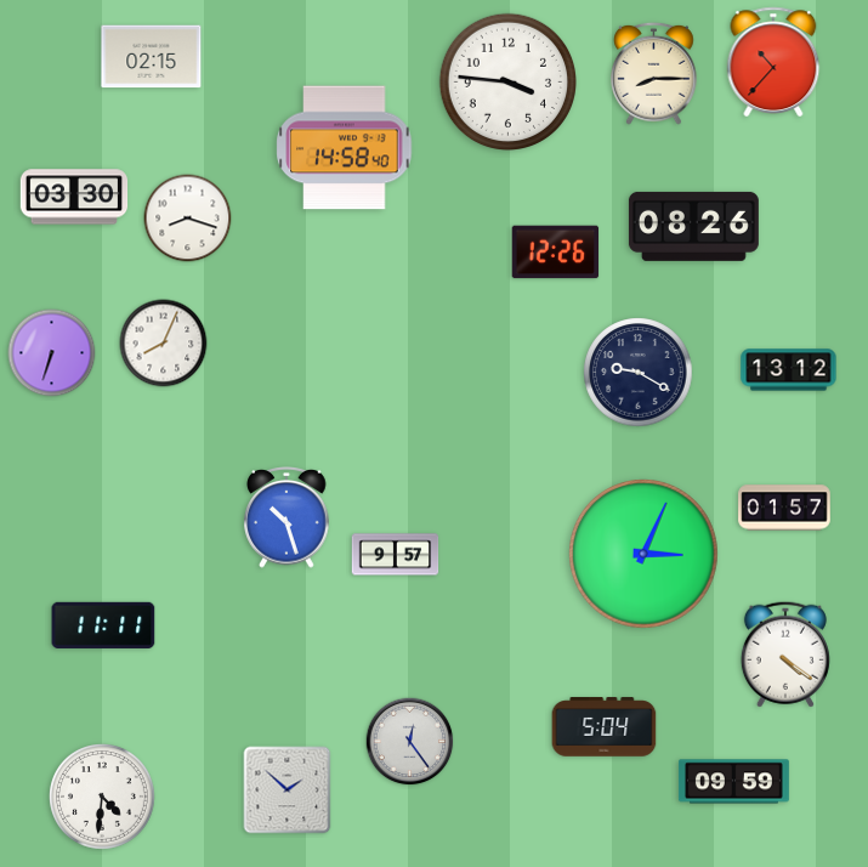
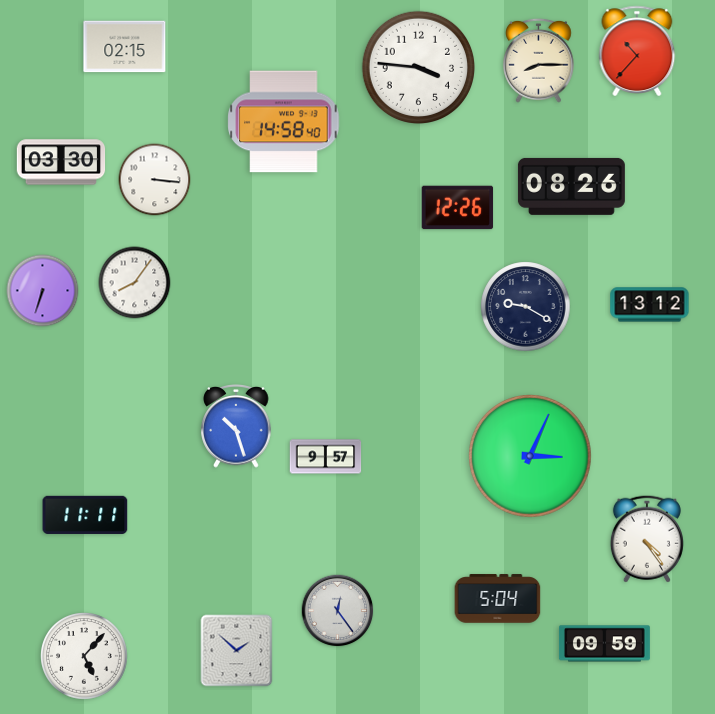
clock at (188, 219): 8:18 -> 3:16
clock at (164, 344): 8:04 -> 8:06
clock at (784, 508): 01:57 -> none
clock at (785, 654): 4:21 -> 4:24
clock at (103, 798): 4:31 -> 5:07
